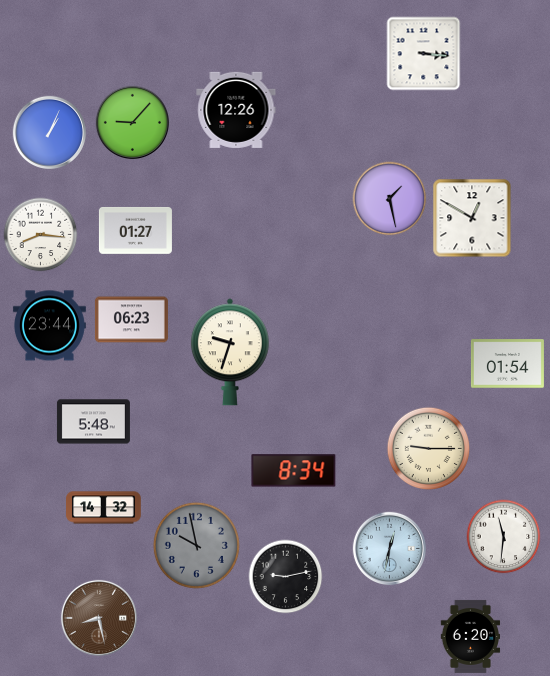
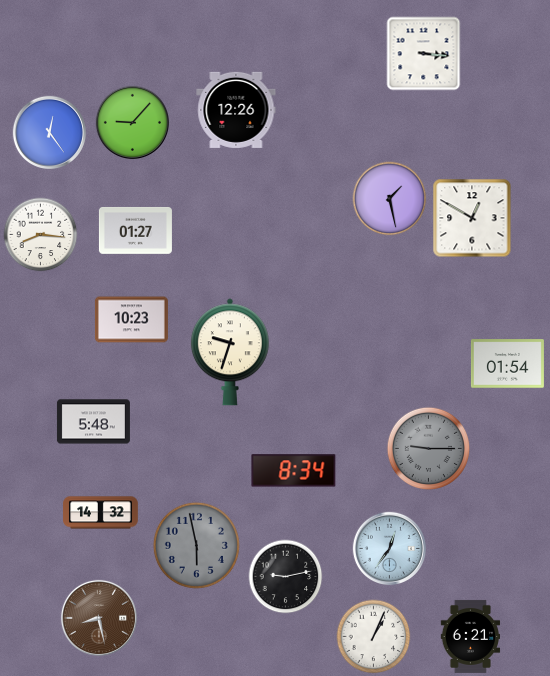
clock at (49, 132): 1:04 -> 12:24
clock at (131, 320): 06:23 -> 10:23
clock at (49, 326): 23:44 -> none
clock at (428, 448) dial: cream -> grey
clock at (104, 508) position: (104, 508) -> (101, 513)
clock at (504, 537): 11:31 -> none
clock at (196, 545): 9:58 -> 5:58
clock at (389, 548): 12:32 -> 12:36
clock at (471, 636): 6:20 -> 6:21
clock at (374, 637): none -> 1:04
